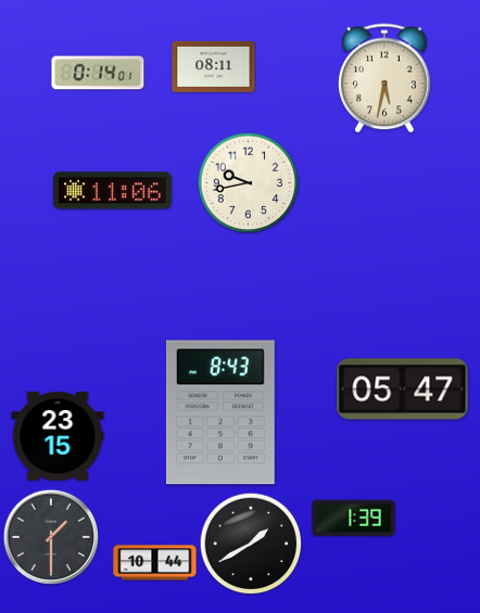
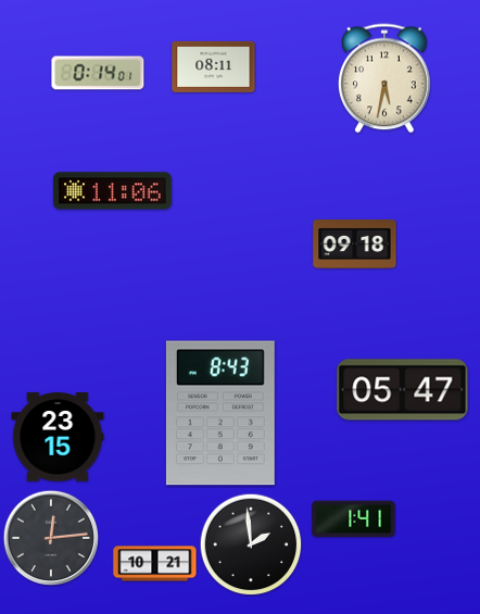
clock at (248, 182): 9:43 -> none
clock at (355, 245): none -> 09:18
clock at (354, 519): 1:39 -> 1:41
clock at (50, 536): 1:30 -> 12:14
clock at (251, 544): 1:40 -> 1:59
clock at (155, 563): 10:44 -> 10:21
